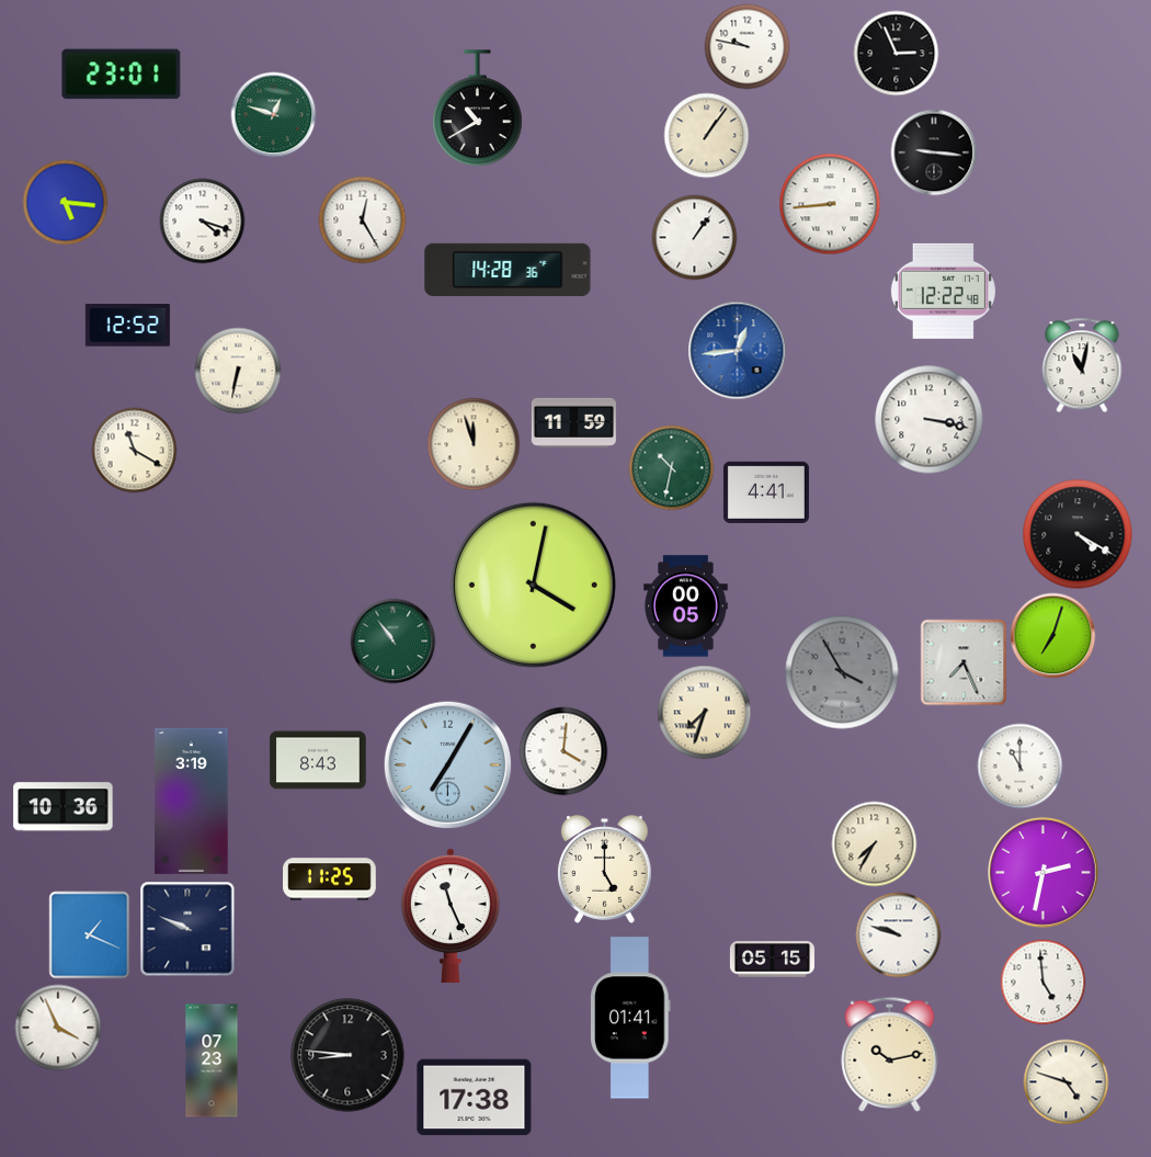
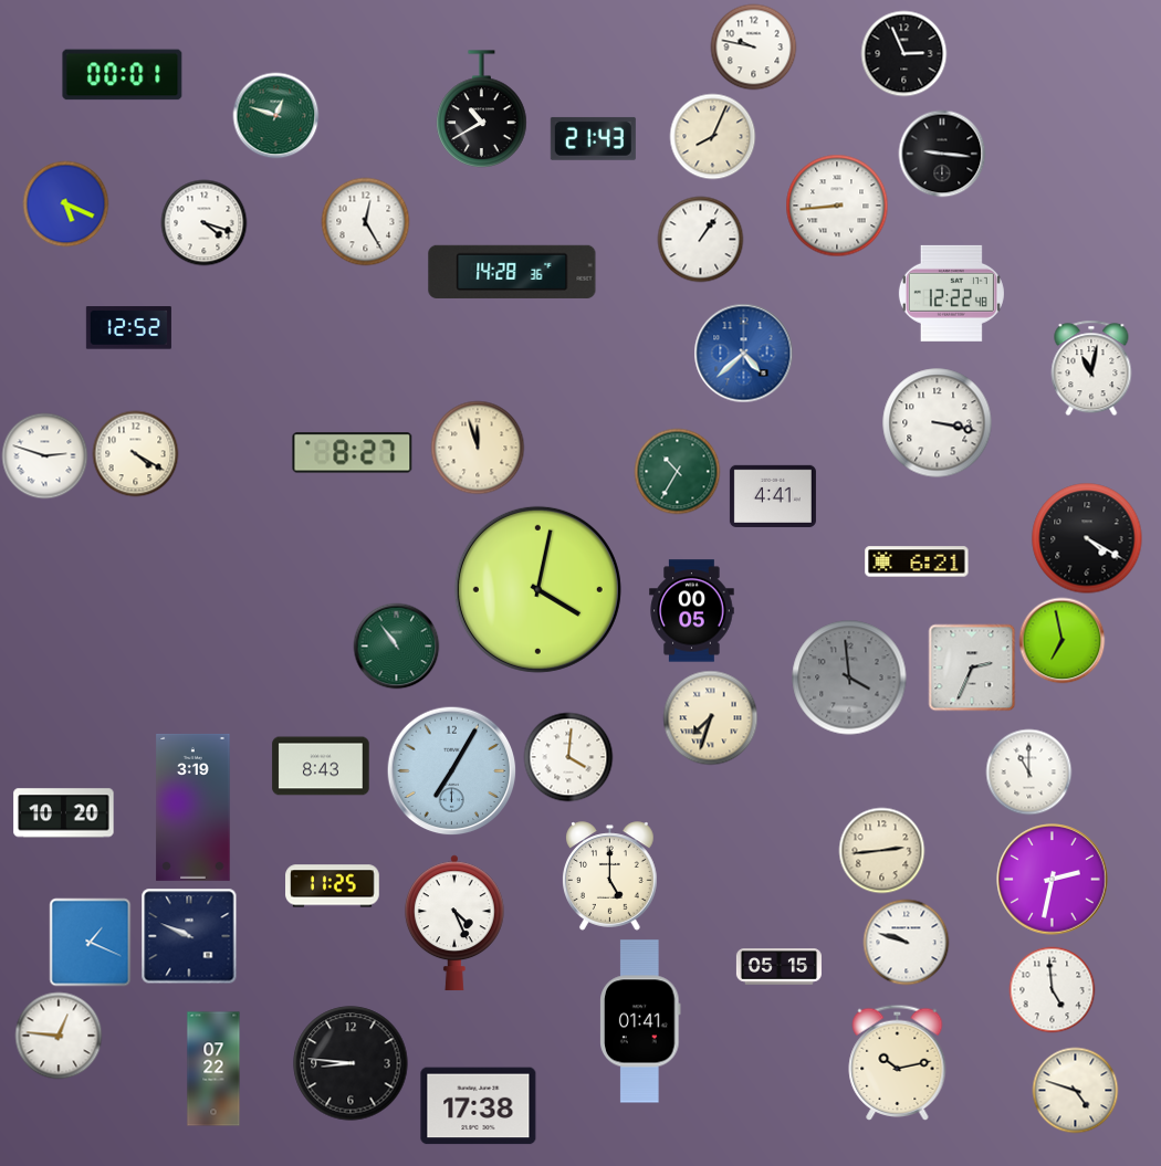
clock at (122, 75): 23:01 -> 00:01
clock at (706, 135): 1:06 -> 8:04
clock at (593, 138): none -> 21:43
clock at (65, 202): 5:16 -> 5:19
clock at (737, 350): 12:44 -> 4:38
clock at (238, 371): 6:32 -> none
clock at (573, 422): 11:59 -> none
clock at (134, 450): 11:20 -> 4:20
clock at (353, 453): none -> 8:27
clock at (44, 455): none -> 2:48
clock at (671, 467): 10:32 -> 10:35
clock at (917, 561): none -> 6:21
clock at (1052, 635): 7:03 -> 6:58
clock at (964, 662): 7:26 -> 2:34
clock at (842, 672): 3:55 -> 3:59
clock at (64, 807): 10:36 -> 10:20
clock at (874, 843): 7:35 -> 2:44
clock at (451, 916): 11:26 -> 4:26
clock at (630, 1018) position: (630, 1018) -> (640, 1021)
clock at (58, 1028): 3:56 -> 12:46
clock at (212, 1060): 07:23 -> 07:22
